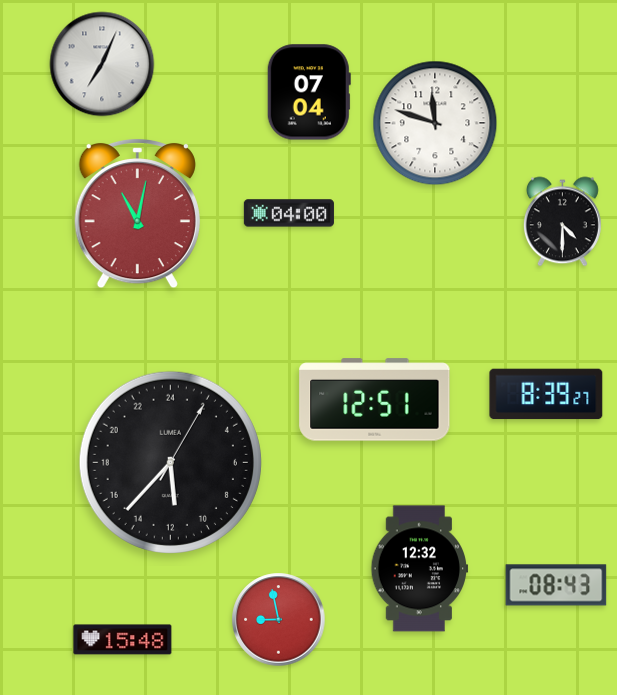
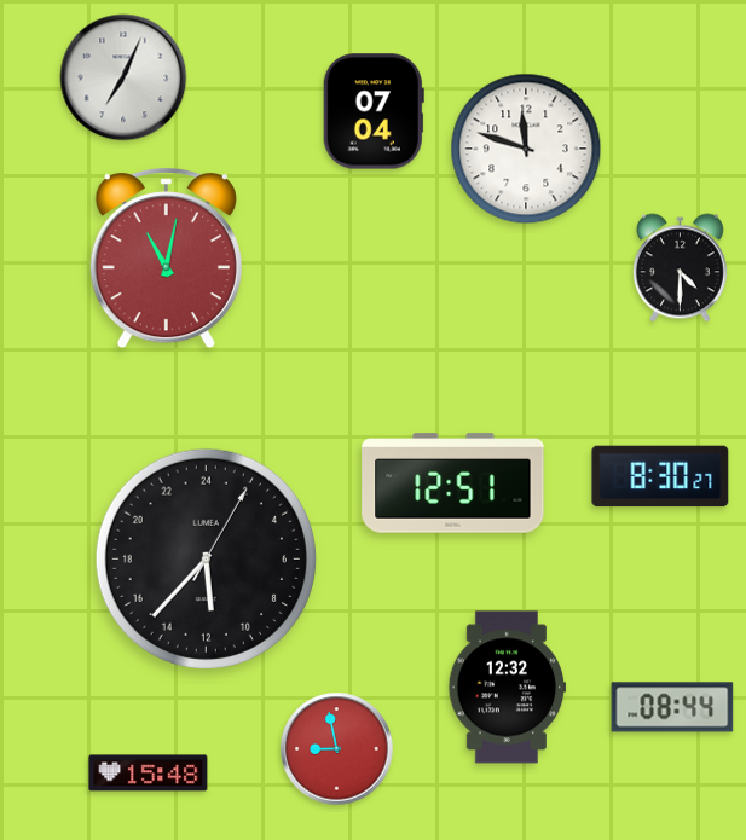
clock at (289, 213): 04:00 -> none
clock at (546, 394): 8:39 -> 8:30
clock at (556, 585): 08:43 -> 08:44
